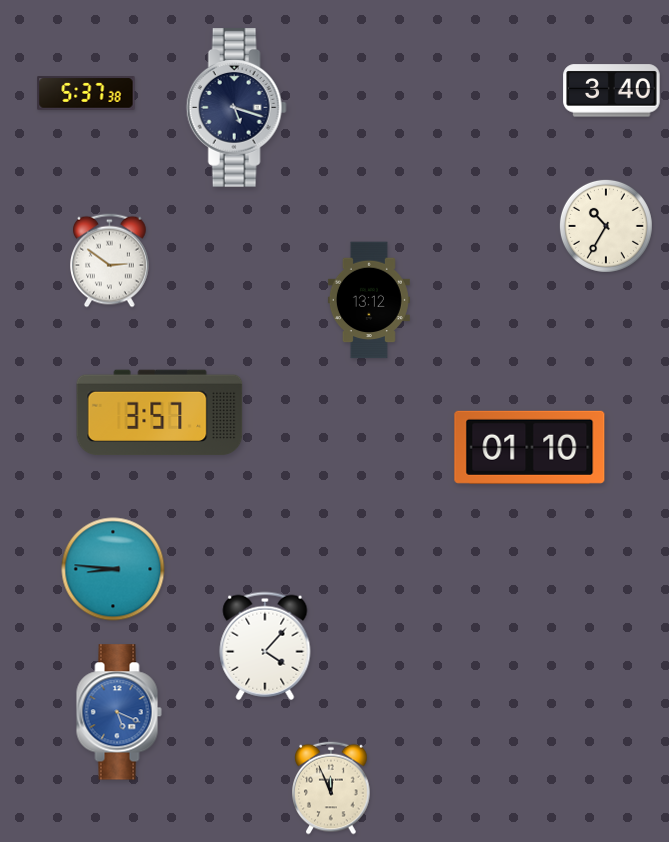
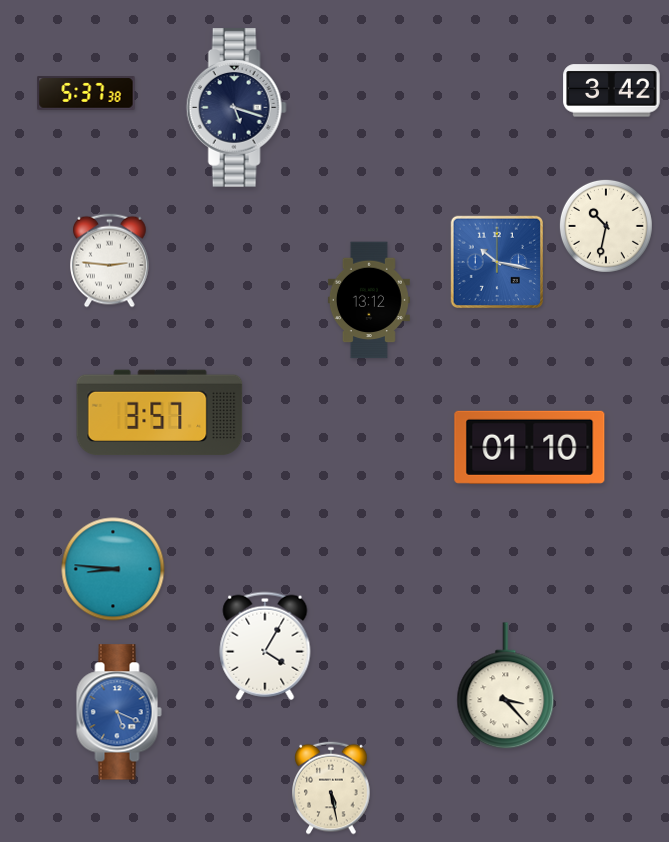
clock at (612, 91): 3:40 -> 3:42
clock at (606, 226): 10:35 -> 10:32
clock at (110, 261): 2:51 -> 2:46
clock at (496, 261): none -> 10:17
clock at (265, 646): 4:07 -> 4:05
clock at (506, 686): none -> 3:23
clock at (331, 788): 11:56 -> 5:28
